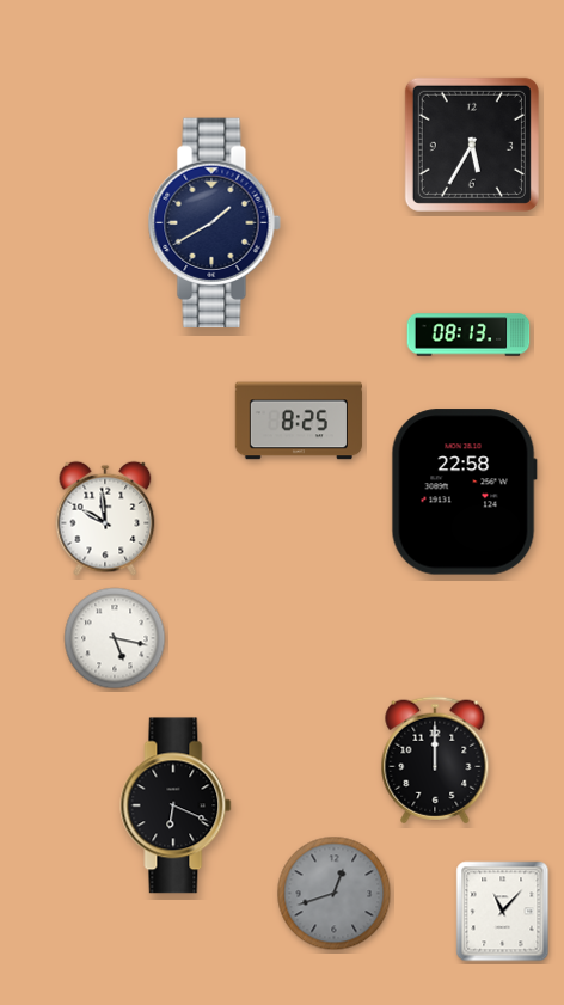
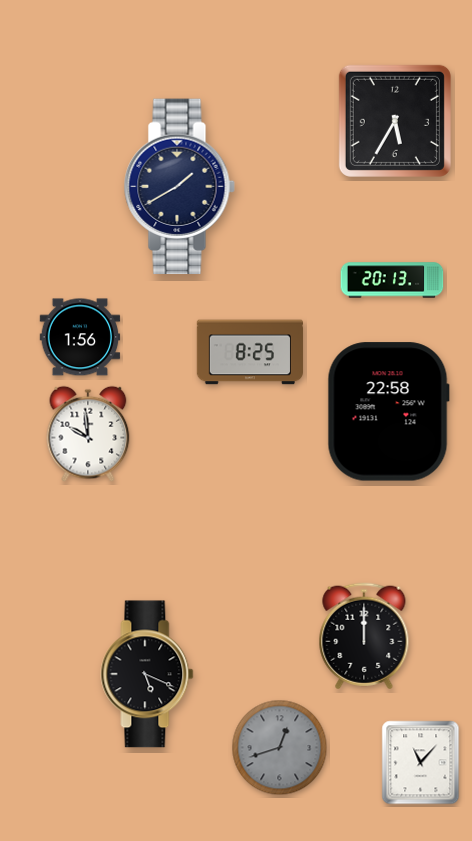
clock at (468, 335): 08:13 -> 20:13
clock at (80, 337): none -> 1:56
clock at (115, 638): 5:17 -> none
clock at (176, 805): 6:19 -> 5:19
